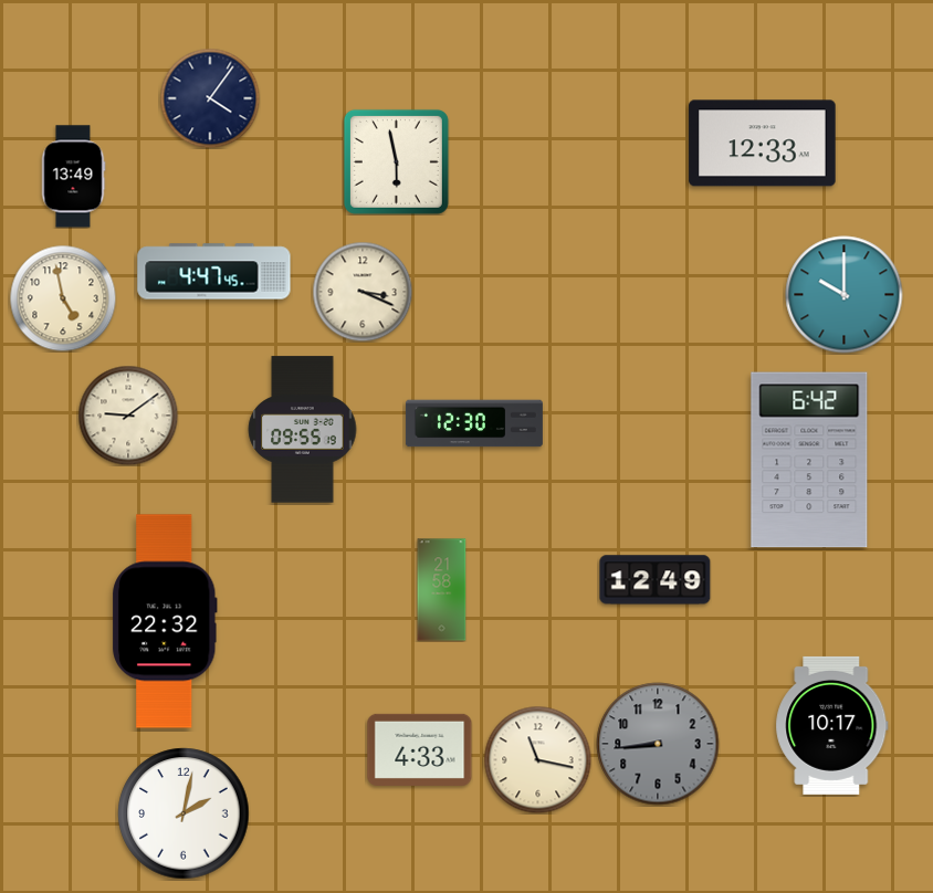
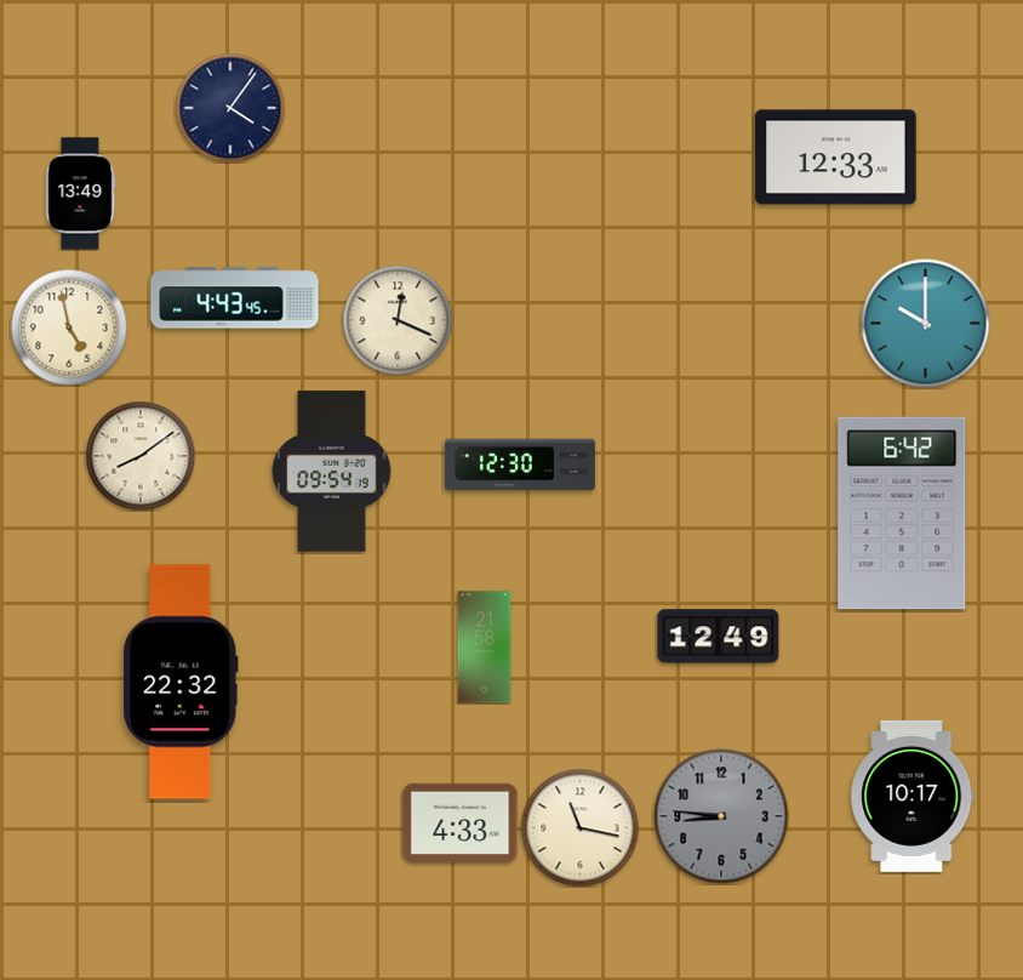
clock at (396, 161): 5:58 -> none
clock at (214, 272): 4:47 -> 4:43
clock at (363, 292): 3:19 -> 12:19
clock at (128, 416): 9:09 -> 8:09
clock at (303, 430): 09:55 -> 09:54
clock at (809, 460) position: (809, 460) -> (902, 513)
clock at (658, 744): 8:44 -> 8:46
clock at (537, 759) position: (537, 759) -> (579, 827)
clock at (184, 813): 2:02 -> none
